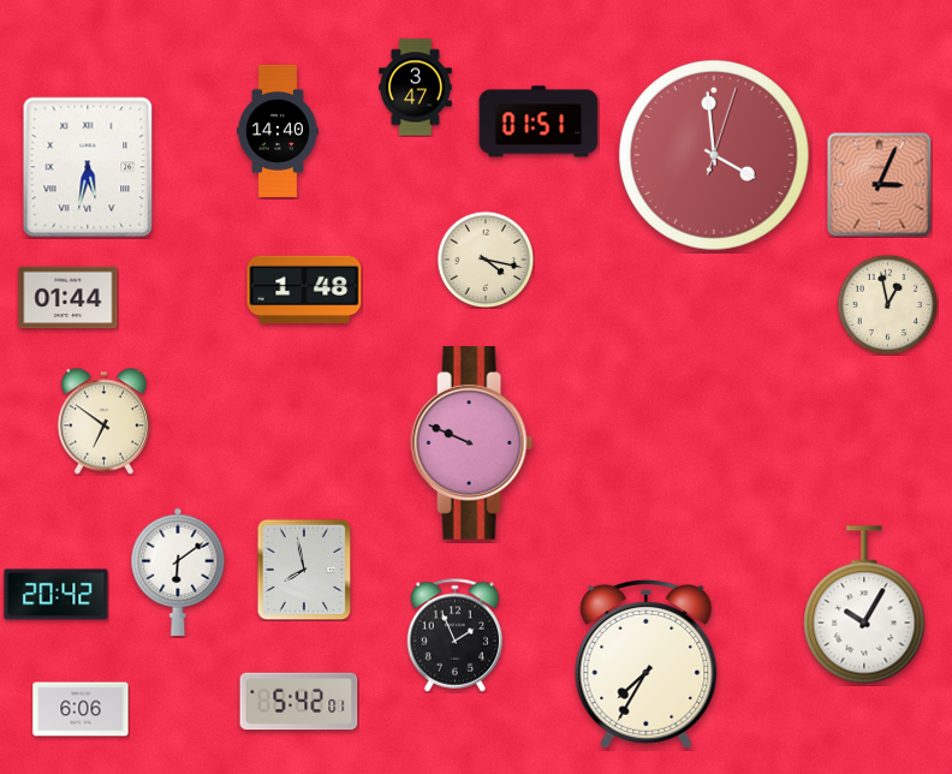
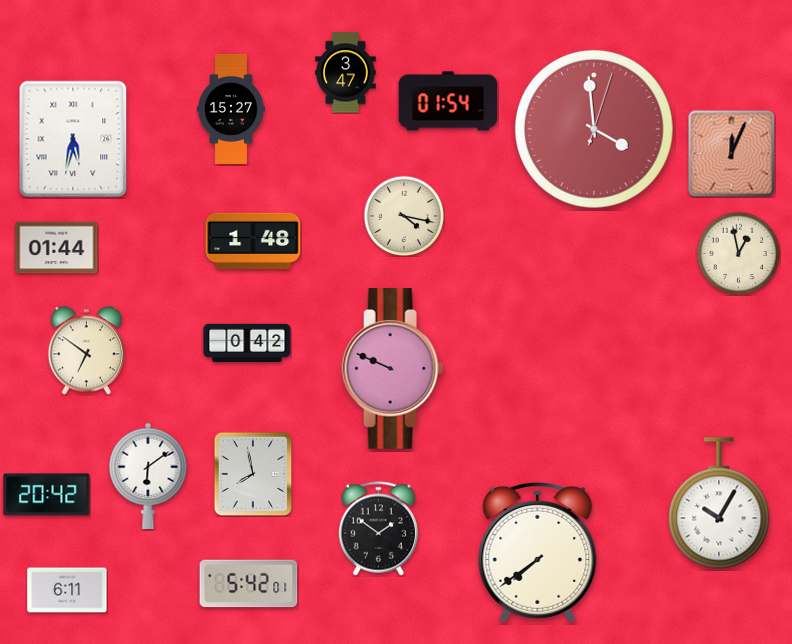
clock at (539, 121): 01:51 -> 01:54
clock at (278, 131): 14:40 -> 15:27
clock at (879, 184): 3:04 -> 12:04
clock at (247, 343): none -> 0:42
clock at (456, 636): 1:56 -> 1:51
clock at (647, 663): 7:35 -> 7:39
clock at (81, 709): 6:06 -> 6:11
